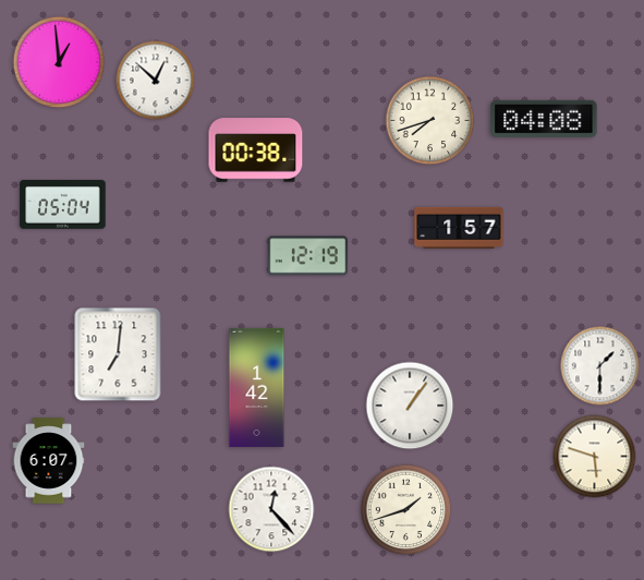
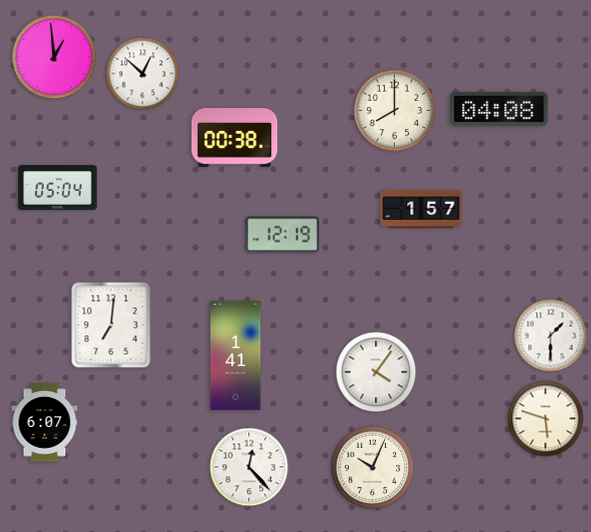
clock at (430, 121): 7:42 -> 8:00
clock at (118, 354) position: (118, 354) -> (111, 325)
clock at (257, 387): 1:42 -> 1:41
clock at (410, 406): 1:06 -> 4:06
clock at (406, 510): 1:42 -> 10:04
